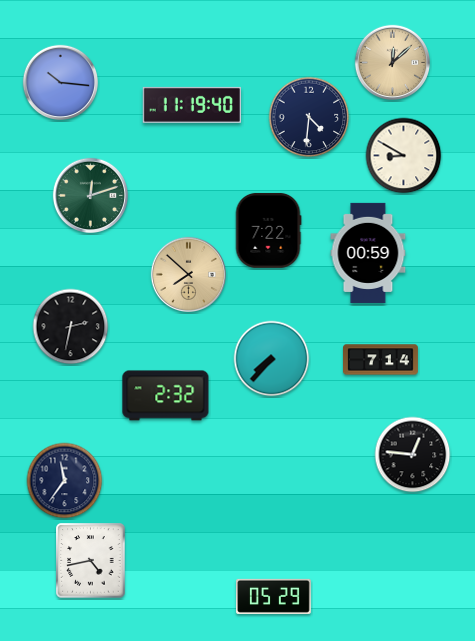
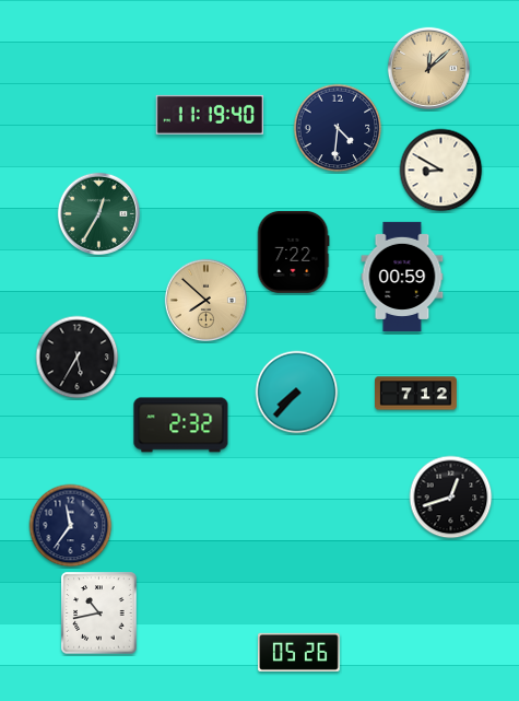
clock at (60, 82): 10:16 -> none
clock at (90, 195): 12:12 -> 12:35
clock at (71, 327): 2:32 -> 5:35
clock at (381, 360): 7:14 -> 7:12
clock at (166, 396) position: (166, 396) -> (181, 425)
clock at (413, 455): 12:46 -> 12:42
clock at (91, 561): 4:43 -> 10:43
clock at (274, 596): 05:29 -> 05:26
